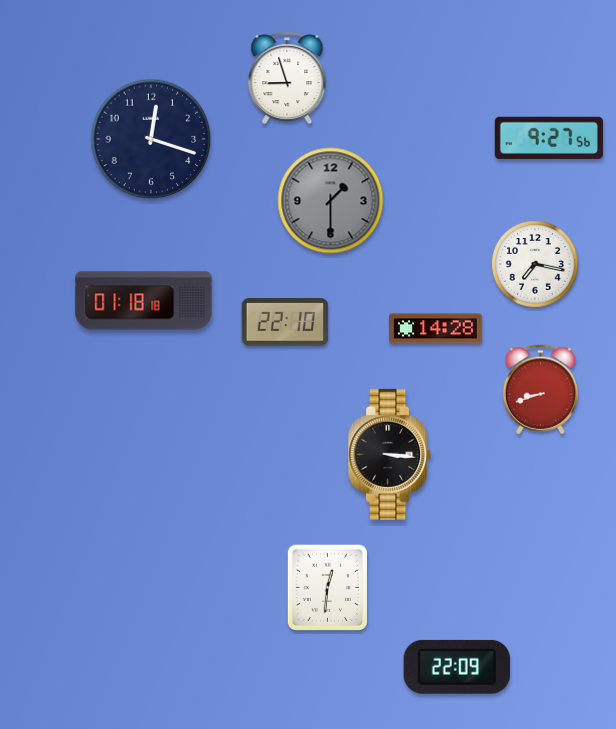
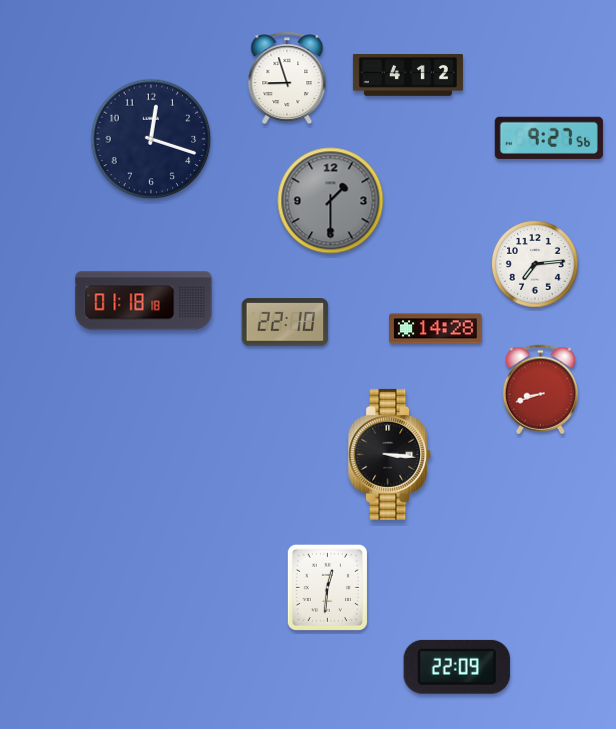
clock at (408, 76): none -> 4:12
clock at (535, 264): 7:17 -> 7:14
